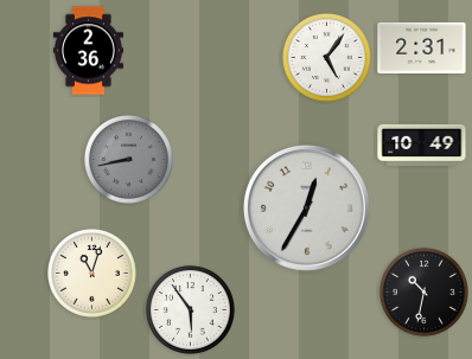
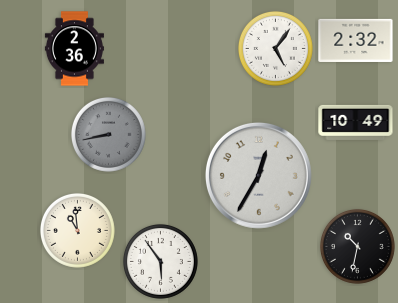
clock at (422, 47): 2:31 -> 2:32
clock at (88, 51) position: (88, 51) -> (74, 49)
clock at (91, 273): 11:03 -> 10:59
